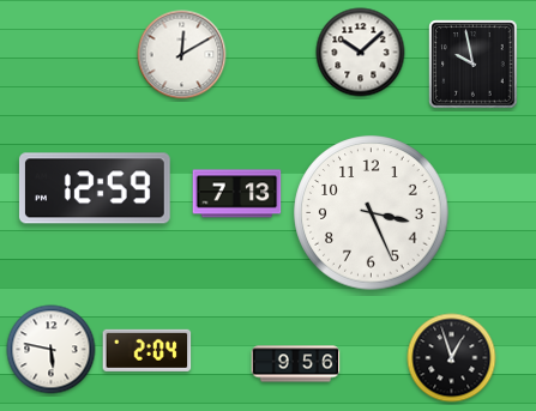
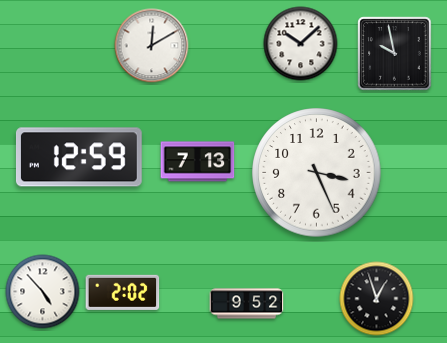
clock at (372, 213) position: (372, 213) -> (317, 173)
clock at (52, 350): 5:47 -> 4:53
clock at (147, 350): 2:04 -> 2:02
clock at (296, 364): 9:56 -> 9:52
